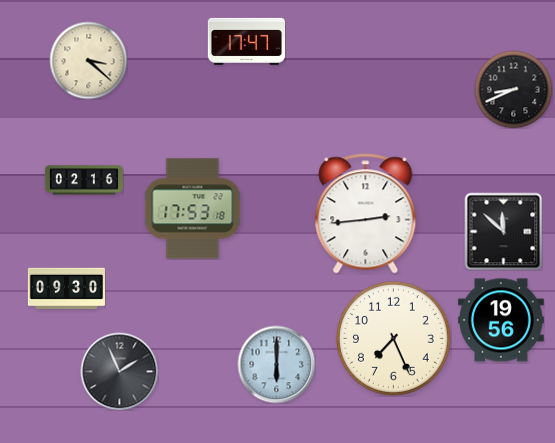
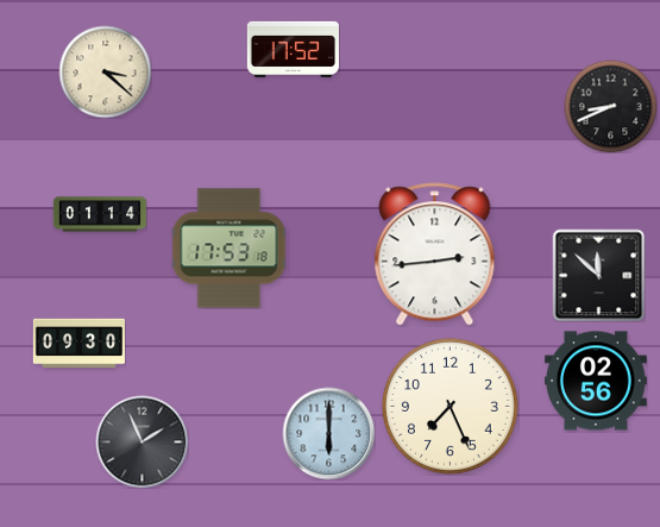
clock at (246, 41): 17:47 -> 17:52
clock at (84, 180): 02:16 -> 01:14
clock at (502, 320): 19:56 -> 02:56
clock at (393, 338) position: (393, 338) -> (450, 406)
